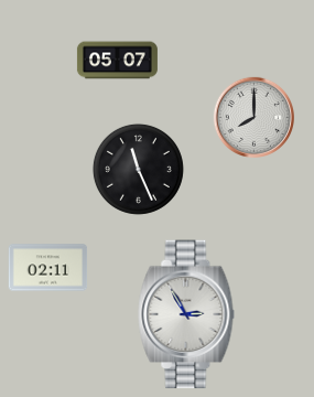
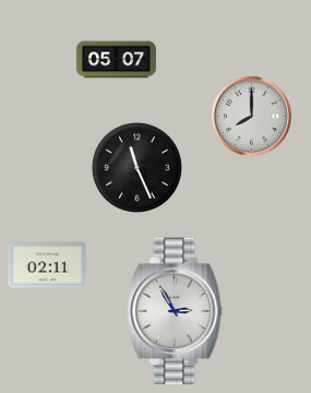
clock at (186, 314) position: (186, 314) -> (175, 311)
